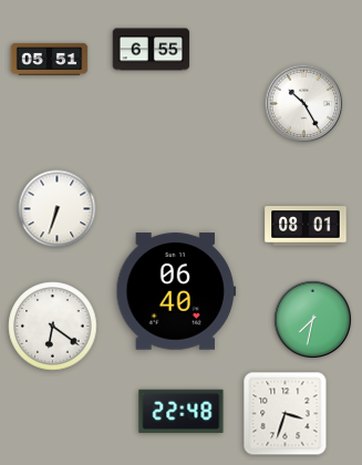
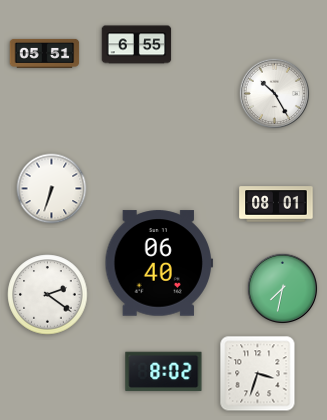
clock at (53, 327): 6:21 -> 2:21
clock at (182, 412): 22:48 -> 8:02
